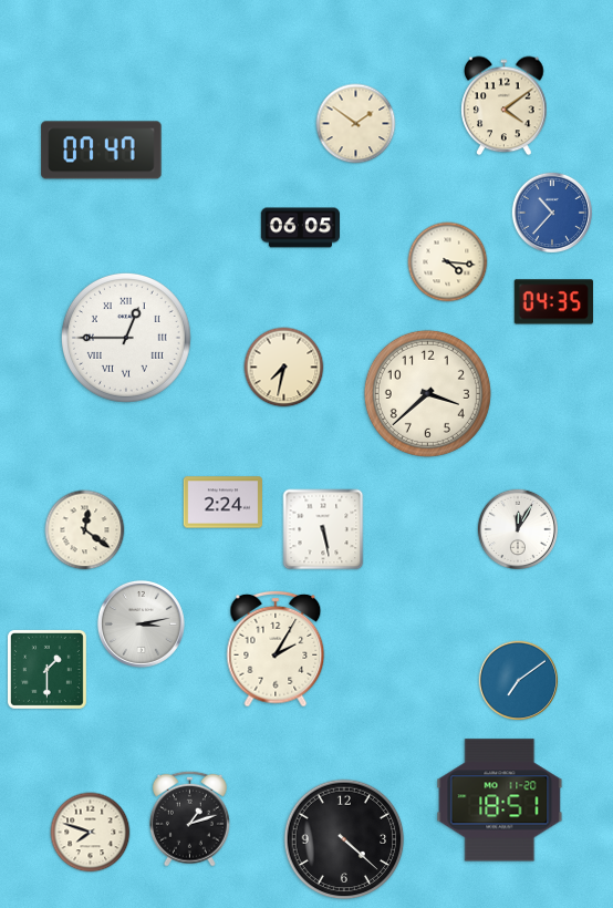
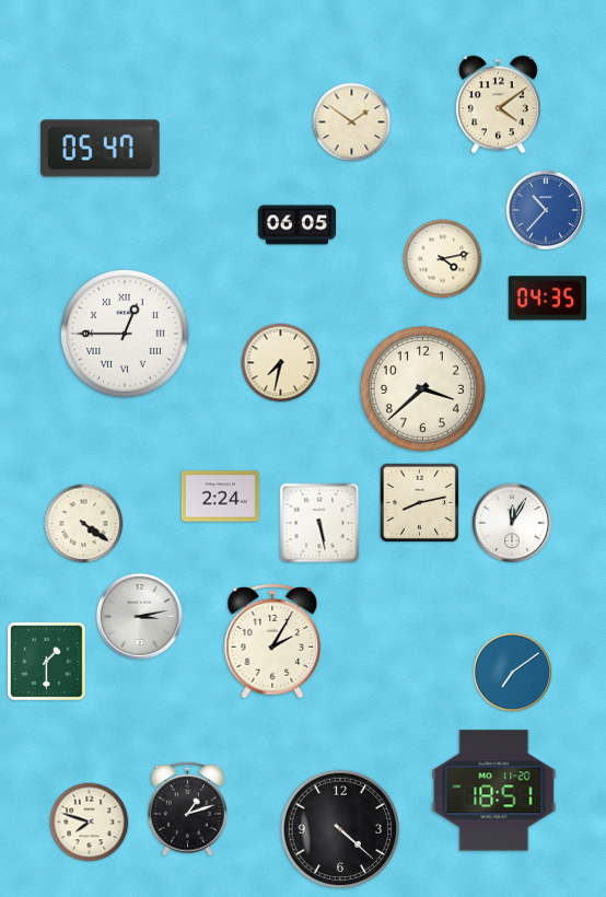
clock at (102, 151): 07:47 -> 05:47
clock at (448, 262): 4:16 -> 4:13
clock at (420, 503): none -> 8:13
clock at (85, 530): 12:21 -> 4:21
